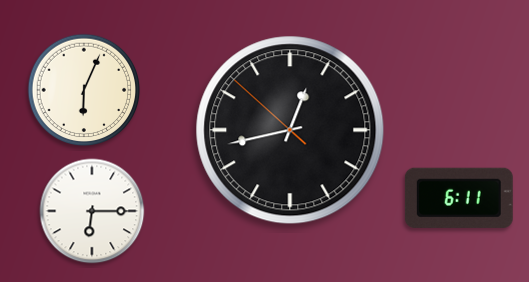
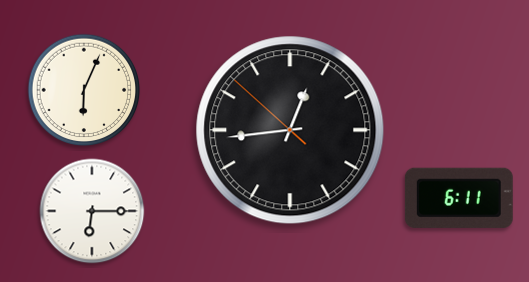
clock at (290, 130): 12:42 -> 12:43
